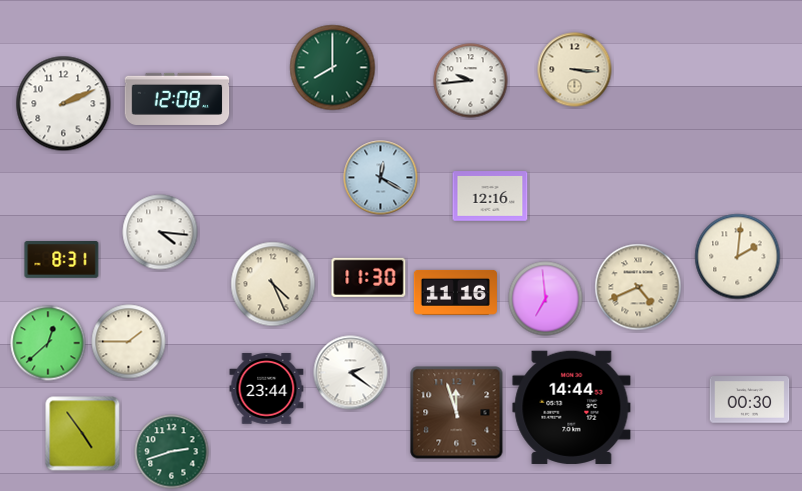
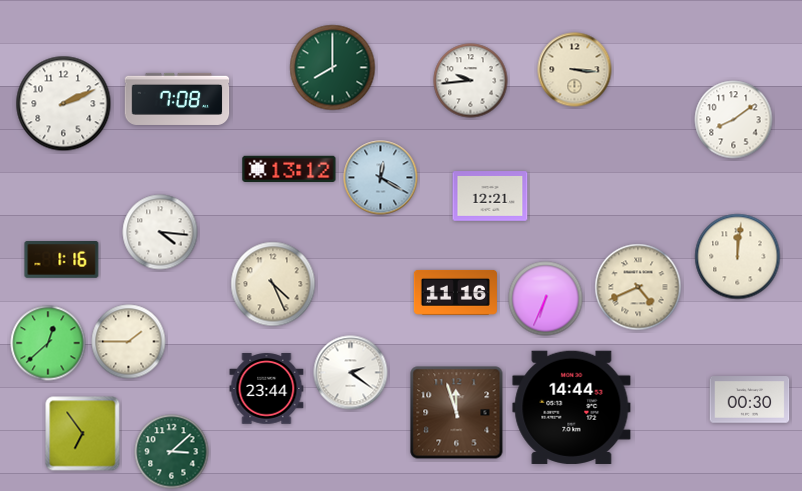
clock at (177, 99): 12:08 -> 7:08
clock at (734, 120): none -> 8:09
clock at (289, 168): none -> 13:12
clock at (490, 196): 12:16 -> 12:21
clock at (738, 257): 2:01 -> 12:01
clock at (62, 260): 8:31 -> 1:16
clock at (369, 277): 11:30 -> none
clock at (546, 299): 6:59 -> 6:34
clock at (83, 434): 4:54 -> 6:54
clock at (172, 452): 2:42 -> 3:08
